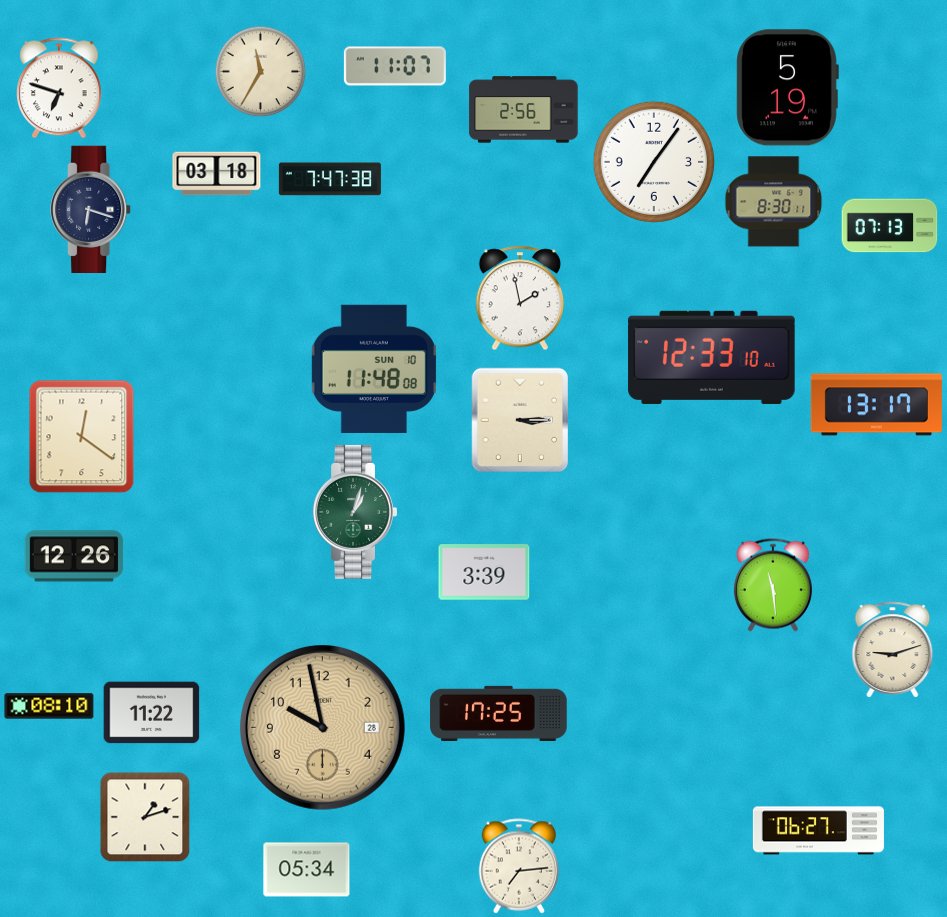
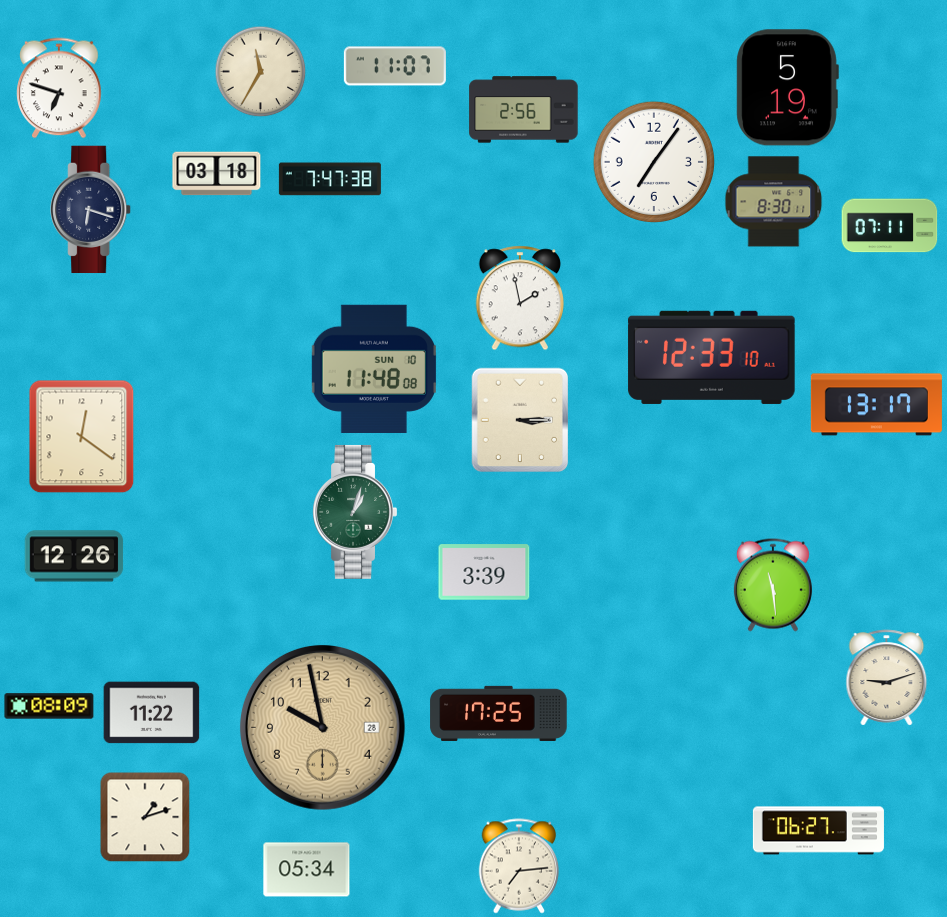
clock at (890, 226): 07:13 -> 07:11
clock at (893, 650) position: (893, 650) -> (887, 678)
clock at (49, 706): 08:10 -> 08:09
